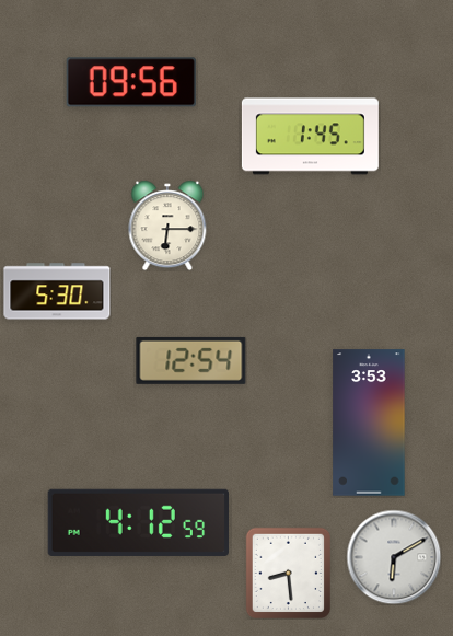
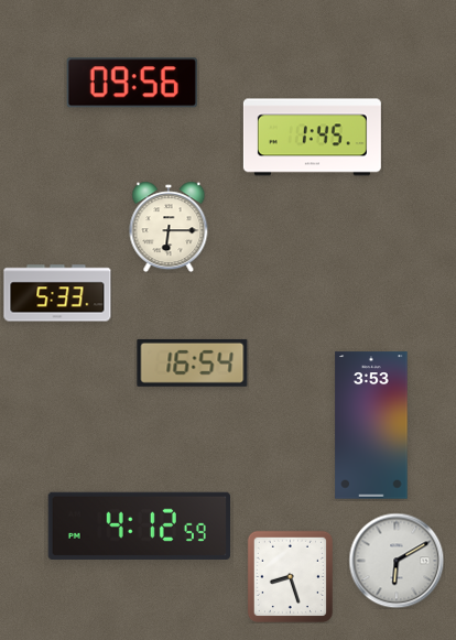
clock at (57, 291): 5:30 -> 5:33
clock at (191, 360): 12:54 -> 16:54
clock at (288, 573): 8:29 -> 8:27
